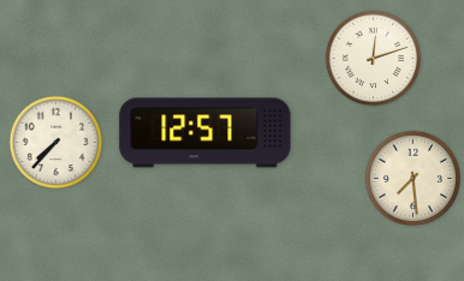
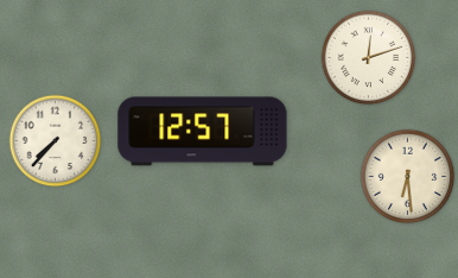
clock at (414, 179): 7:29 -> 6:29
